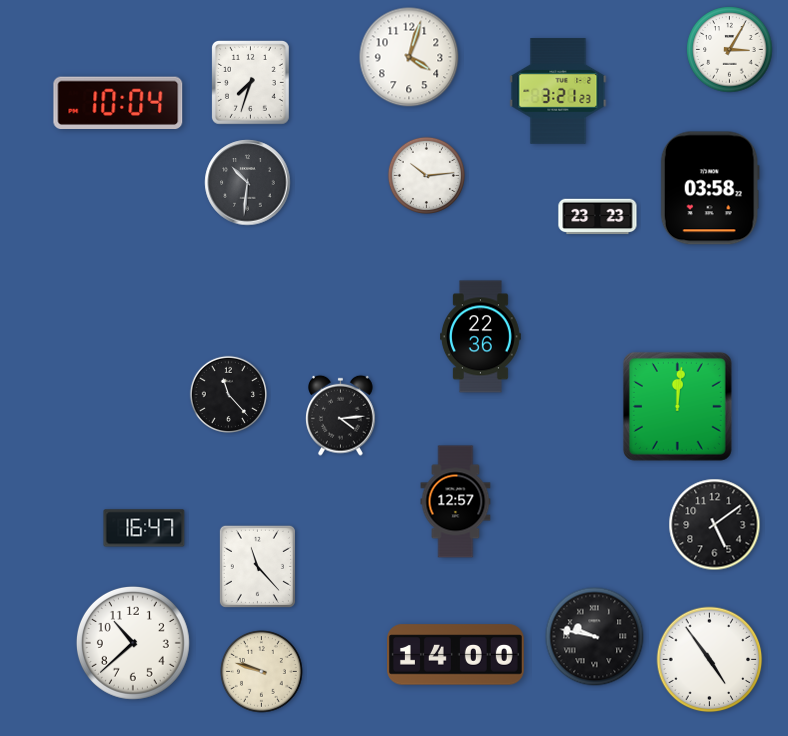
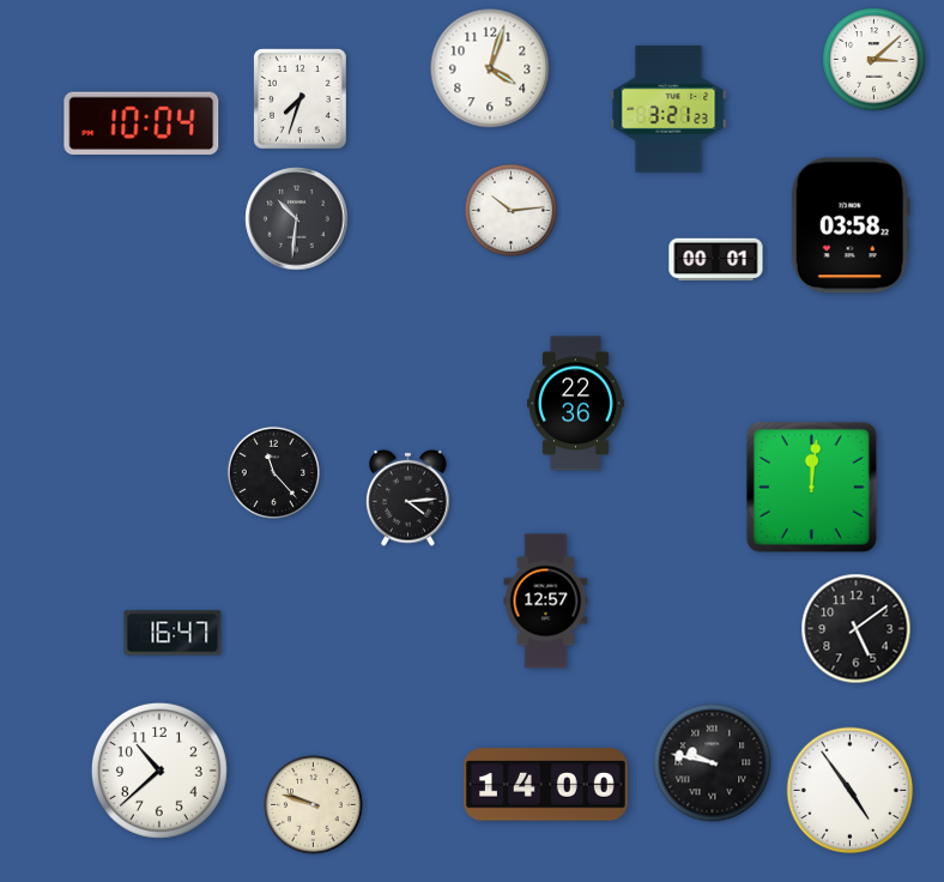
clock at (730, 50): 3:05 -> 3:08
clock at (598, 217): 23:23 -> 00:01
clock at (257, 566): 11:23 -> none
